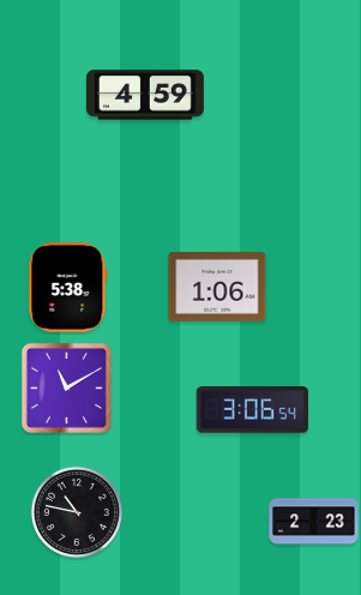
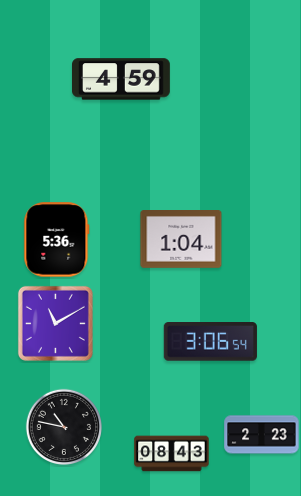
clock at (68, 288): 5:38 -> 5:36
clock at (217, 288): 1:06 -> 1:04
clock at (172, 454): none -> 08:43
